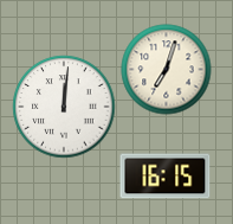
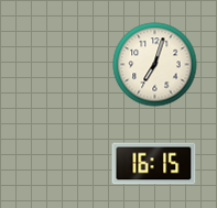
clock at (64, 107): 12:01 -> none
